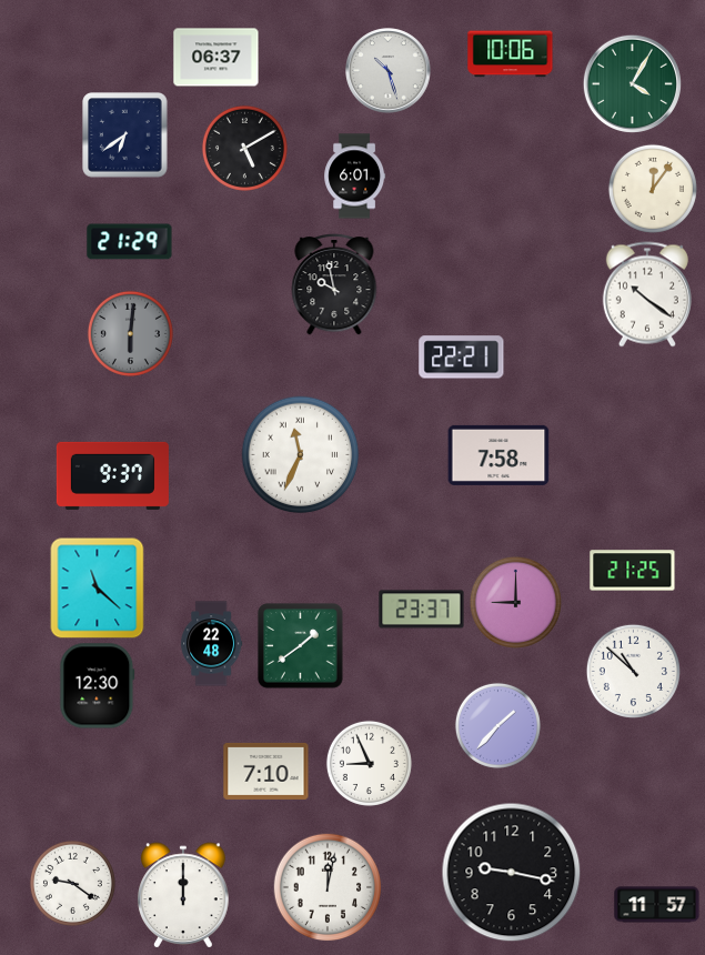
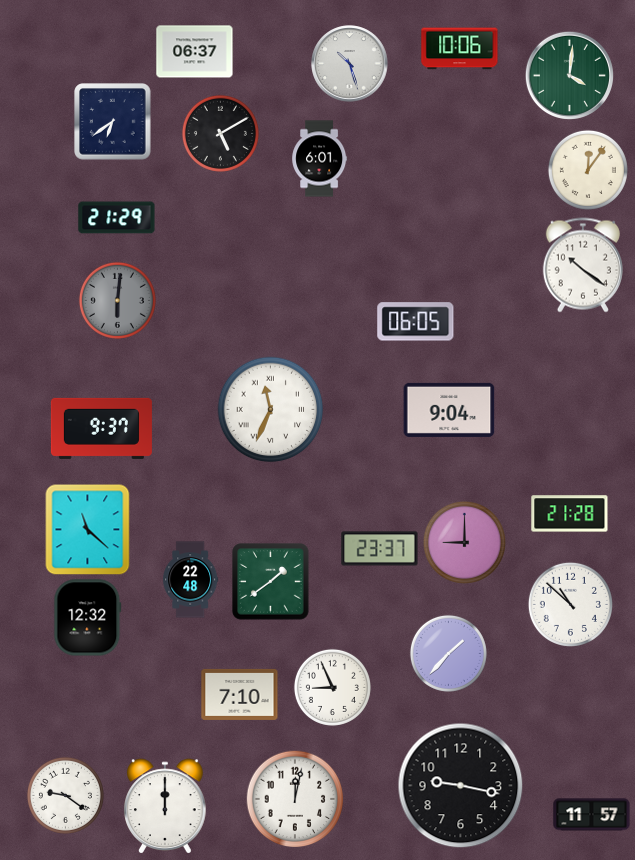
clock at (632, 83): 4:05 -> 4:01
clock at (334, 285): 9:58 -> none
clock at (462, 358): 22:21 -> 06:05
clock at (498, 455): 7:58 -> 9:04
clock at (633, 571): 21:25 -> 21:28
clock at (98, 686): 12:30 -> 12:32
